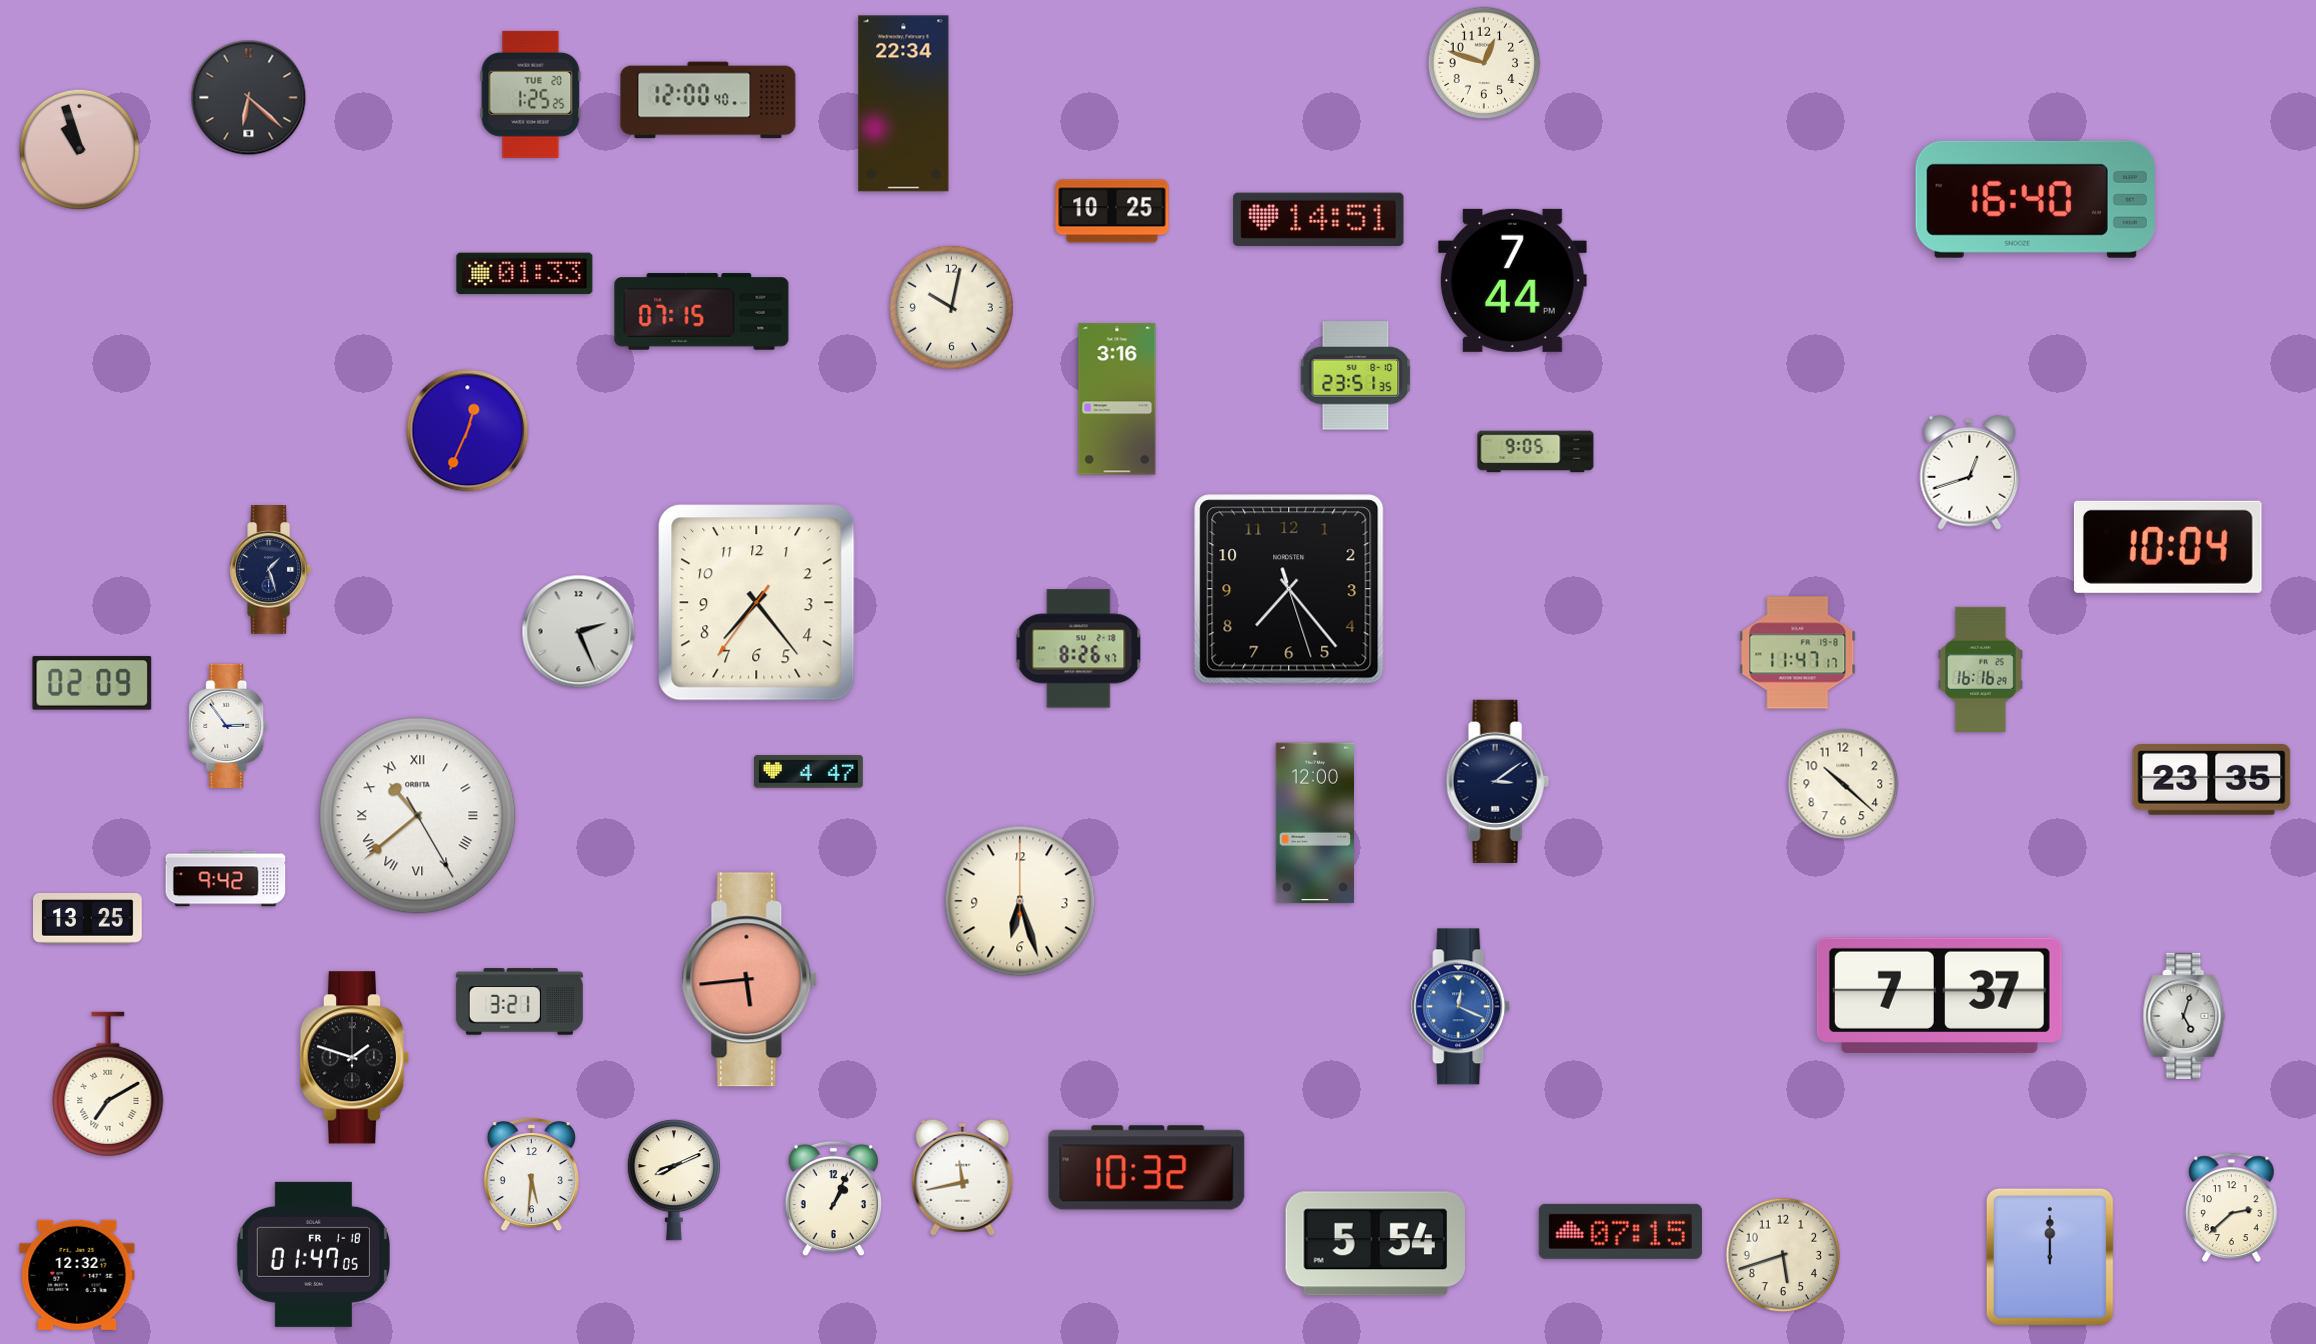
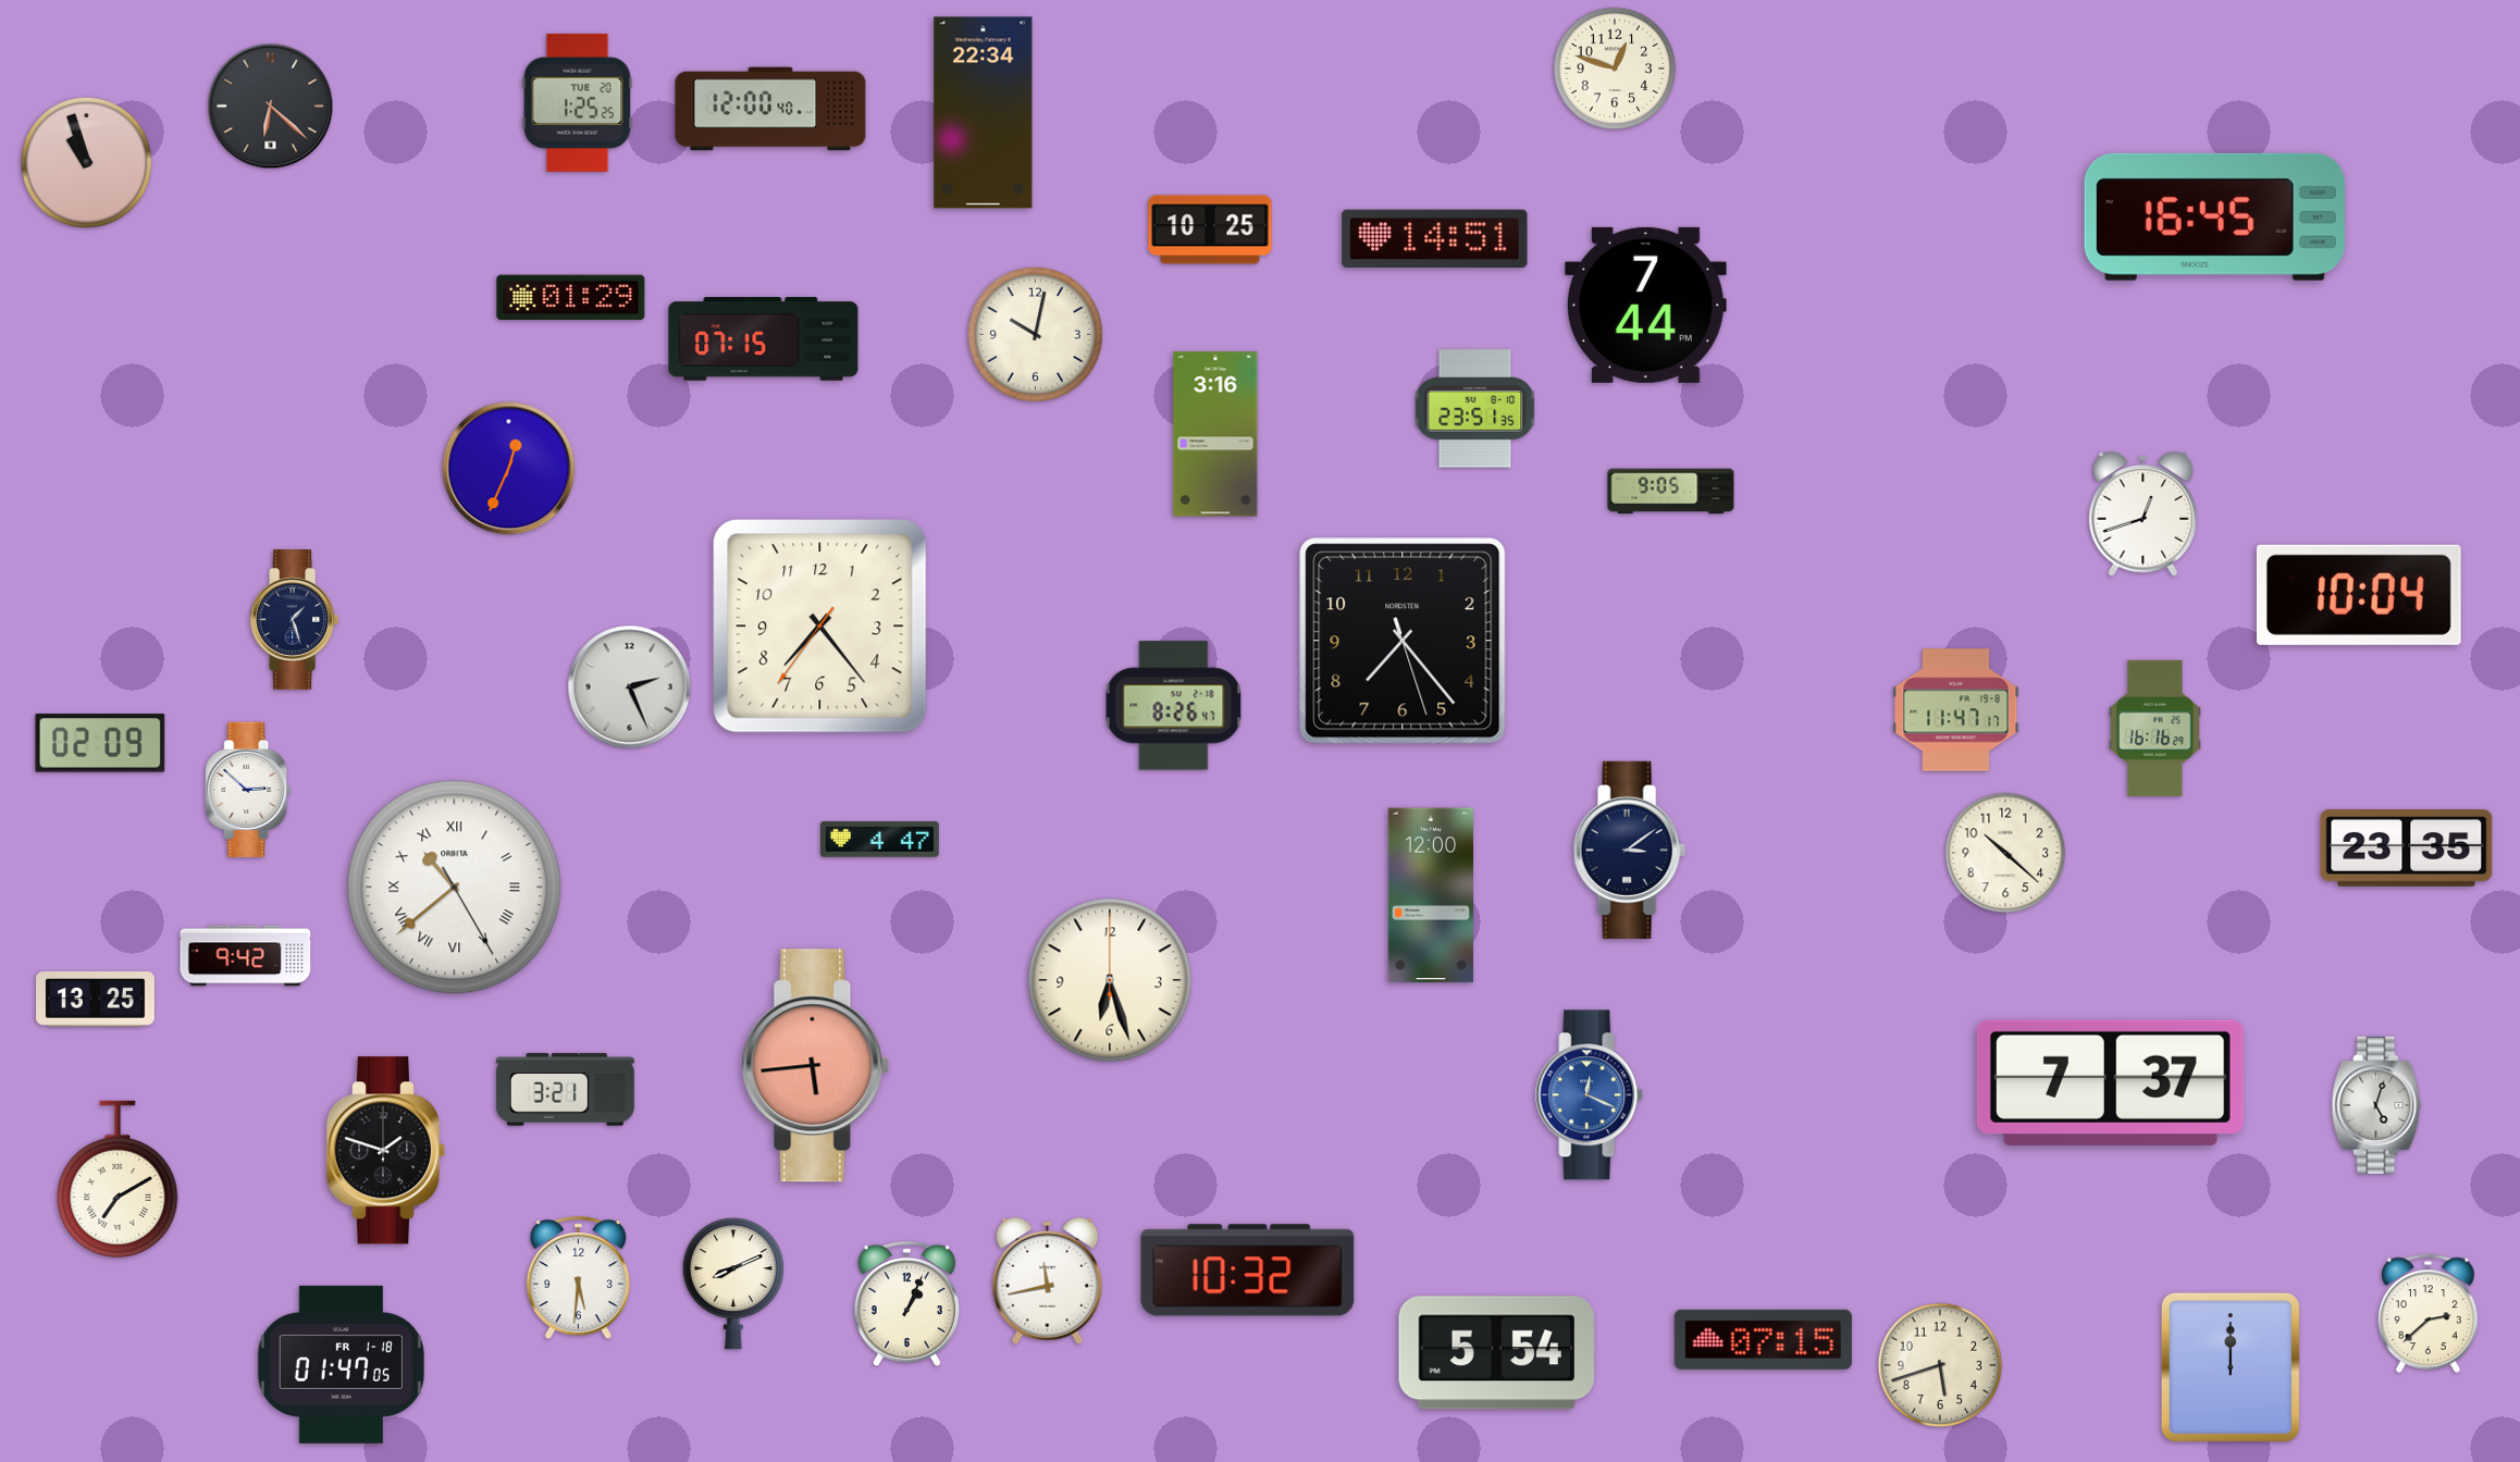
clock at (2035, 199): 16:40 -> 16:45
clock at (525, 274): 01:33 -> 01:29
clock at (757, 603) position: (757, 603) -> (820, 627)
clock at (228, 726): 2:54 -> 2:52
clock at (77, 1275): 12:32 -> none
